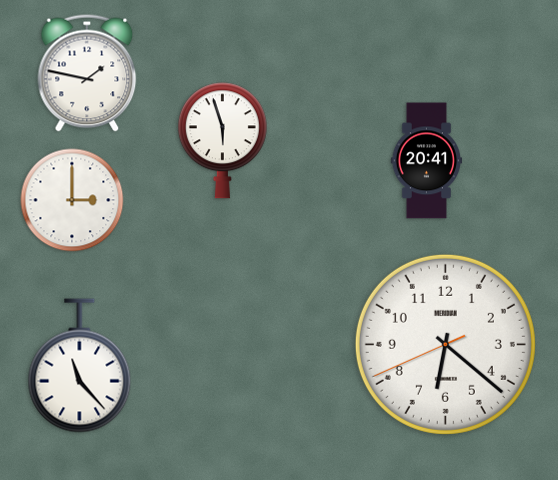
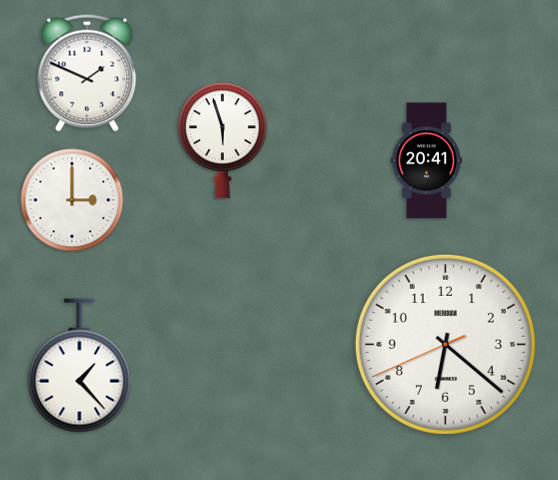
clock at (87, 73): 1:47 -> 1:49
clock at (80, 366): 11:23 -> 1:23
